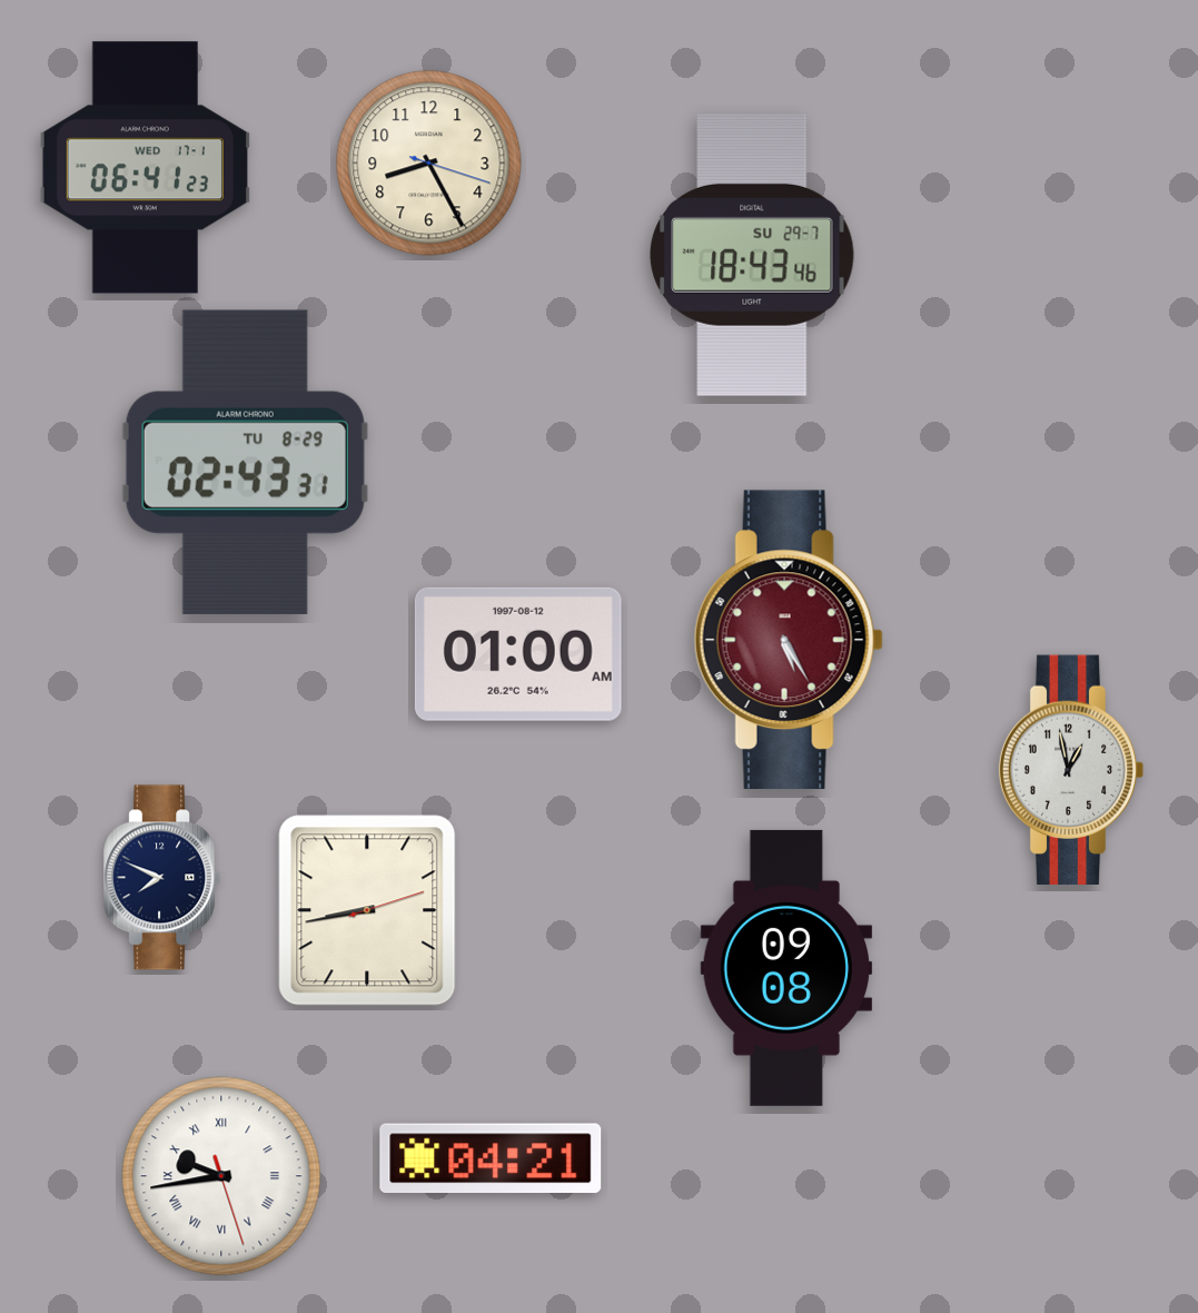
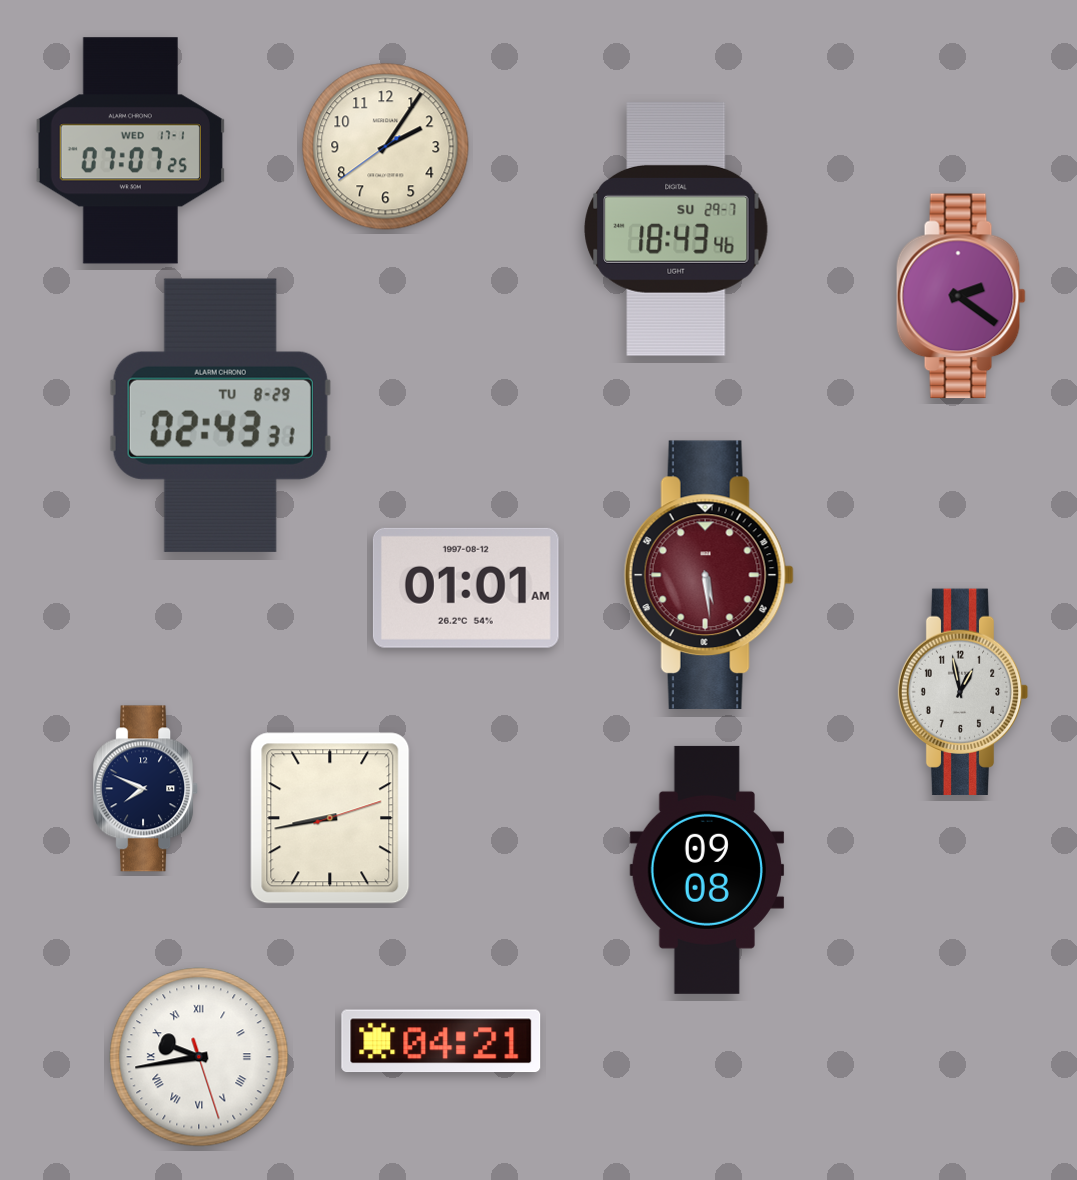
clock at (429, 164): 8:25 -> 2:05
clock at (145, 168): 06:41 -> 07:07
clock at (961, 296): none -> 2:21
clock at (789, 640): 5:25 -> 5:29
clock at (518, 654): 01:00 -> 01:01
